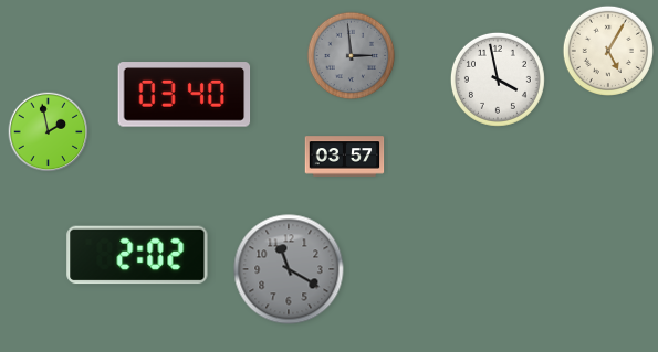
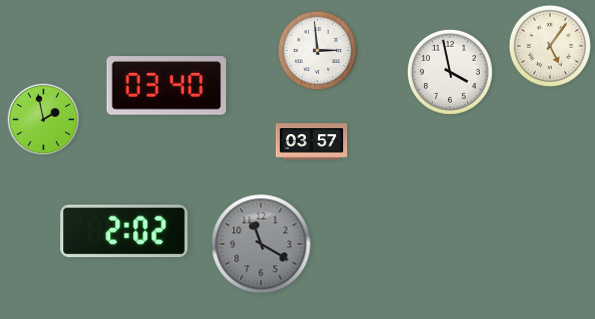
clock at (608, 51): 5:05 -> 5:06
clock at (352, 56) dial: grey -> white
